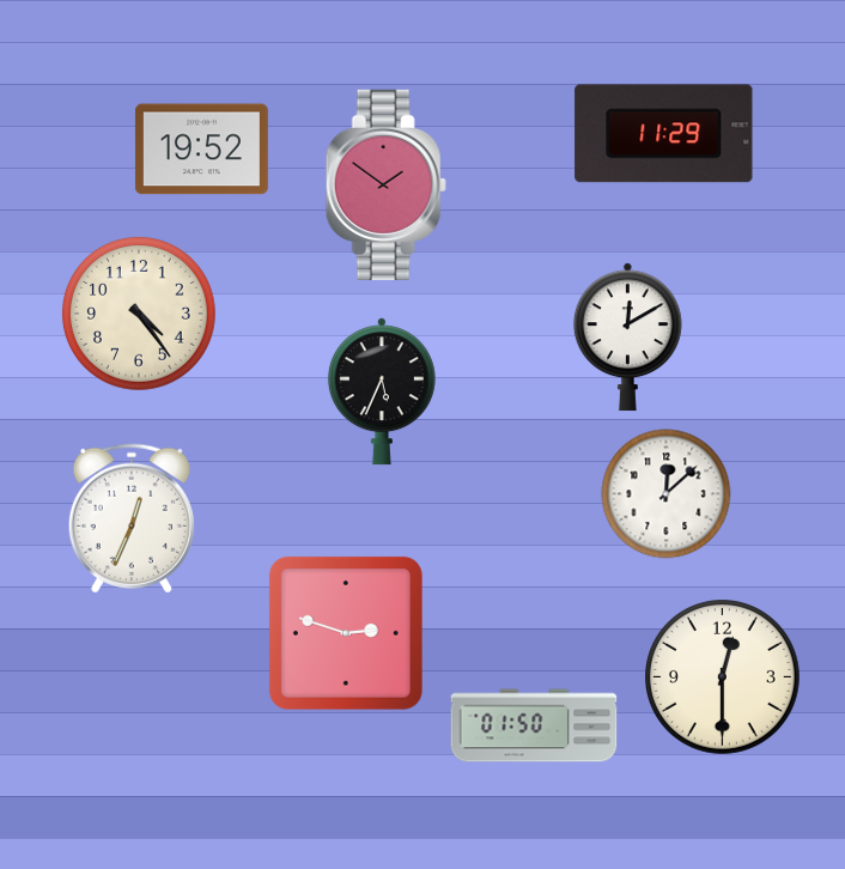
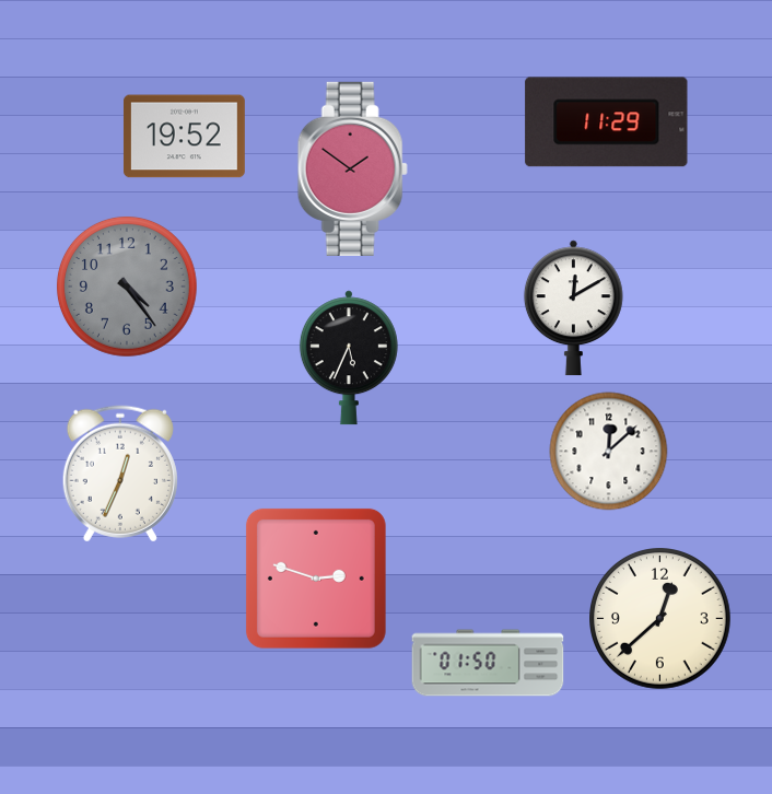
clock at (139, 314) dial: cream -> grey
clock at (723, 677): 12:30 -> 12:38
